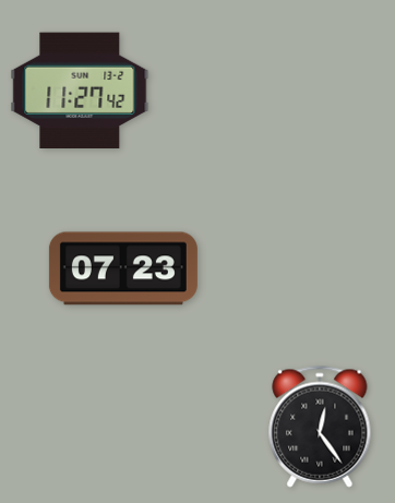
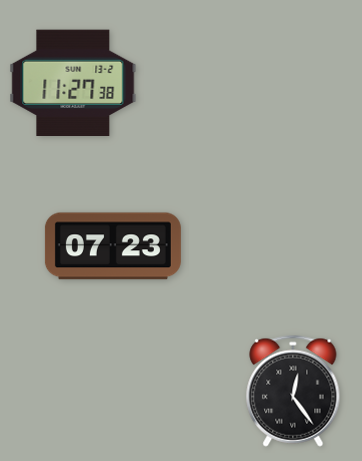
clock at (80, 89): 11:27:42 -> 11:27:38
